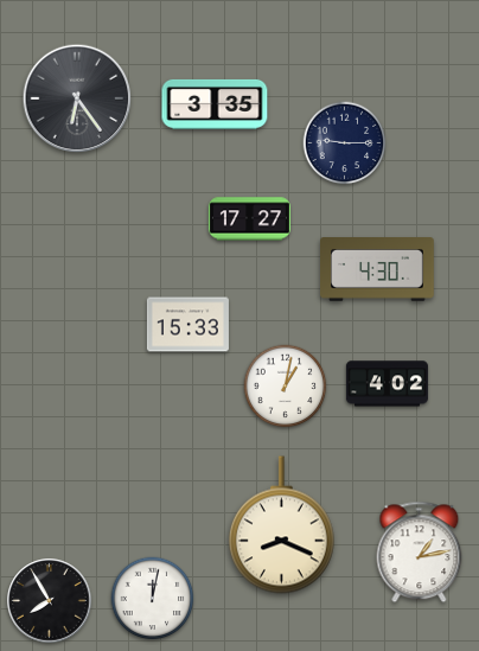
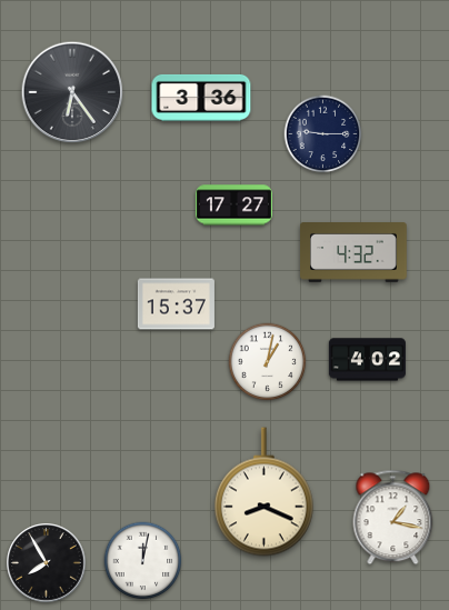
clock at (215, 104): 3:35 -> 3:36
clock at (378, 270): 4:30 -> 4:32
clock at (187, 325): 15:33 -> 15:37
clock at (387, 384) position: (387, 384) -> (367, 360)
clock at (420, 553): 1:13 -> 1:17
